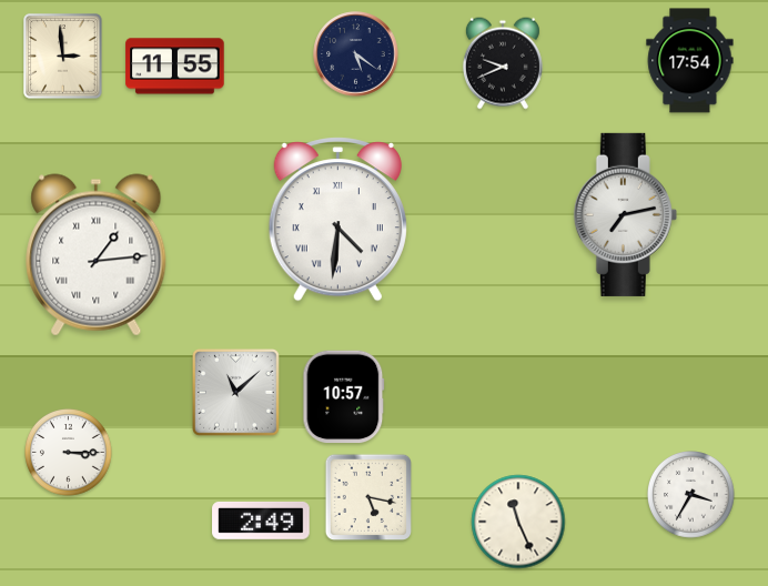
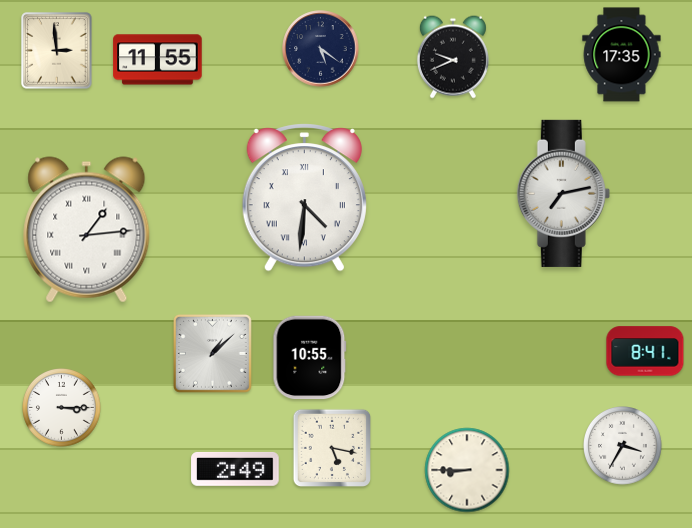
clock at (690, 61): 17:54 -> 17:35
clock at (645, 351): none -> 8:41
clock at (236, 393): 11:08 -> 1:08
clock at (344, 397): 10:57 -> 10:55
clock at (518, 522): 11:26 -> 8:45
